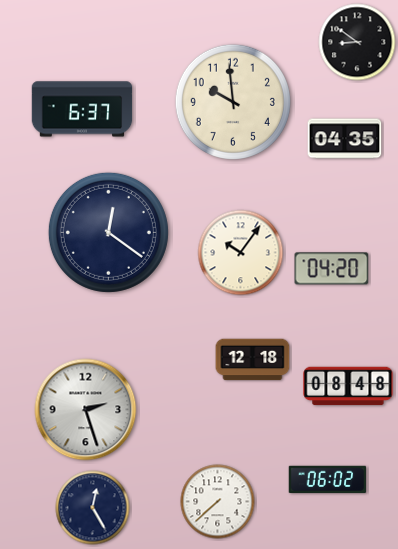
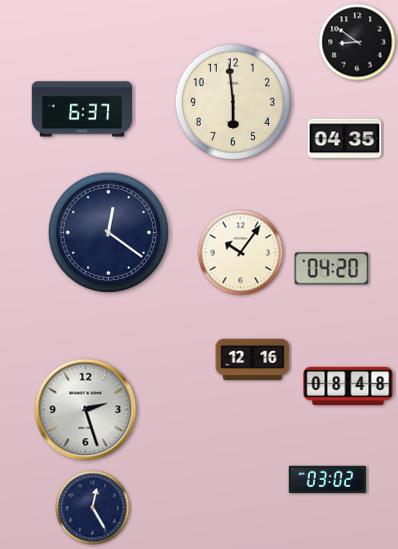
clock at (233, 102): 9:59 -> 5:59
clock at (253, 360): 12:18 -> 12:16
clock at (328, 480): 06:02 -> 03:02
clock at (218, 502): 7:38 -> none
